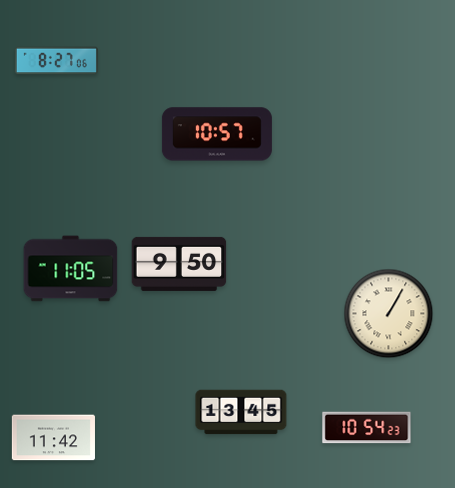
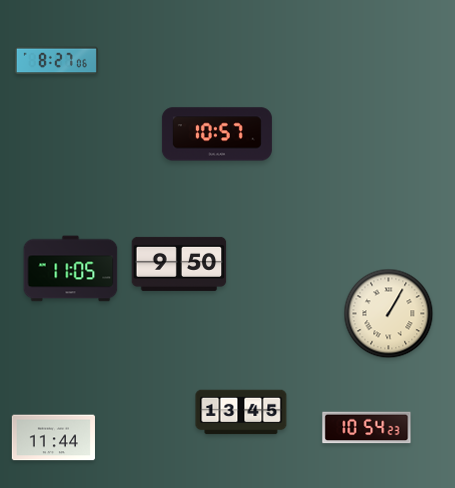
clock at (53, 438): 11:42 -> 11:44
